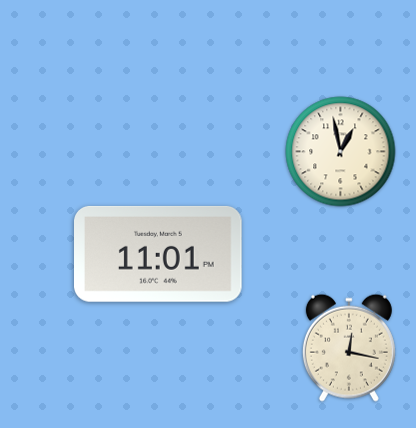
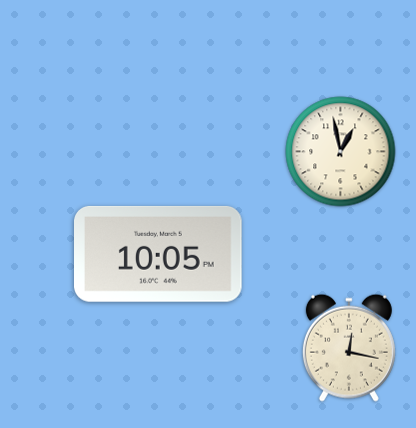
clock at (159, 254): 11:01 -> 10:05
